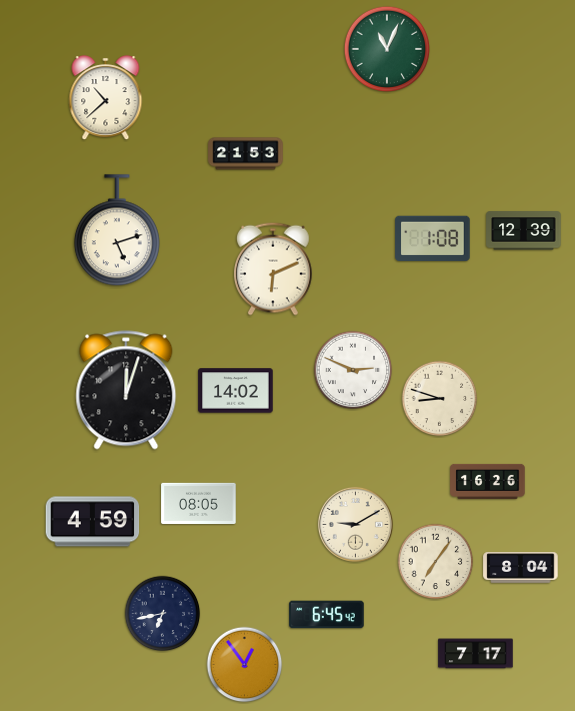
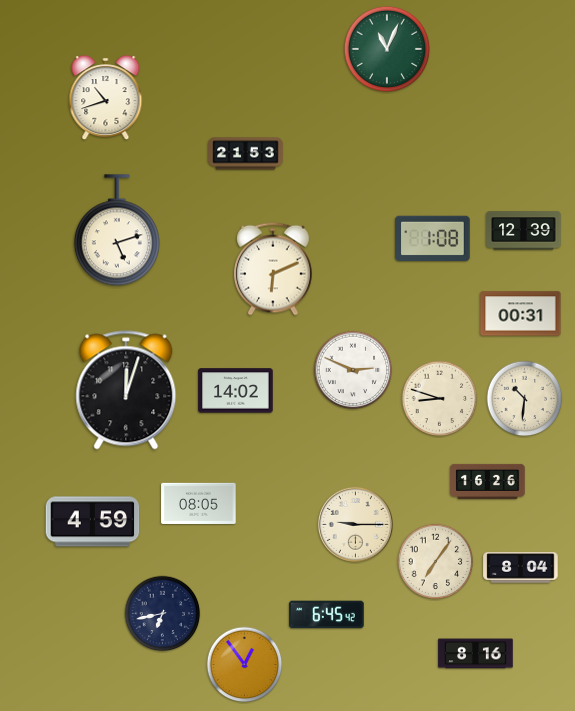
clock at (106, 98): 10:38 -> 10:42
clock at (521, 314): none -> 00:31
clock at (525, 399): none -> 10:31
clock at (355, 524): 9:10 -> 9:15
clock at (476, 654): 7:17 -> 8:16
